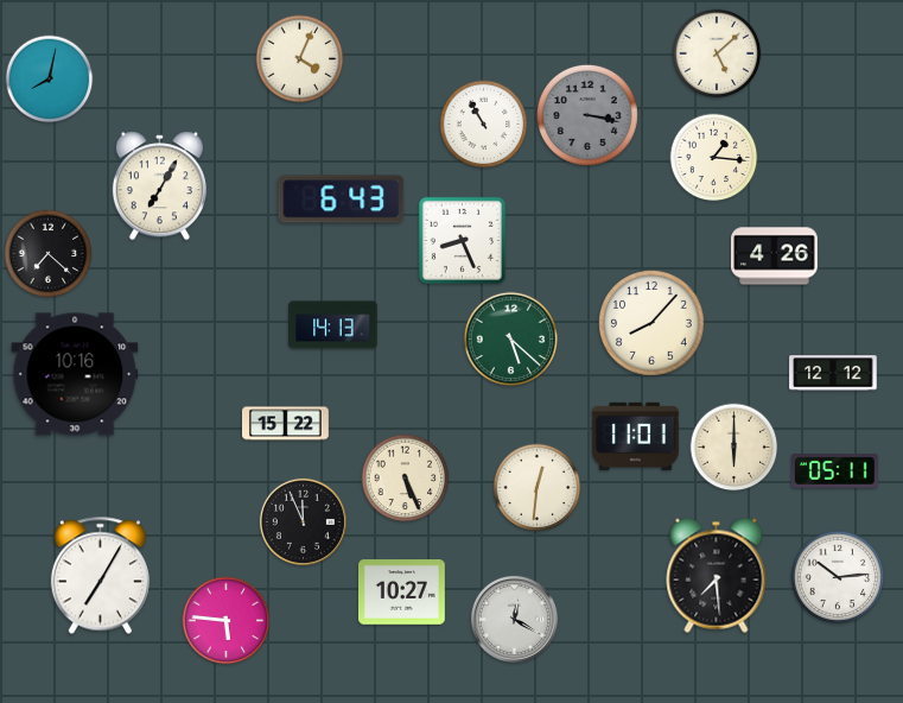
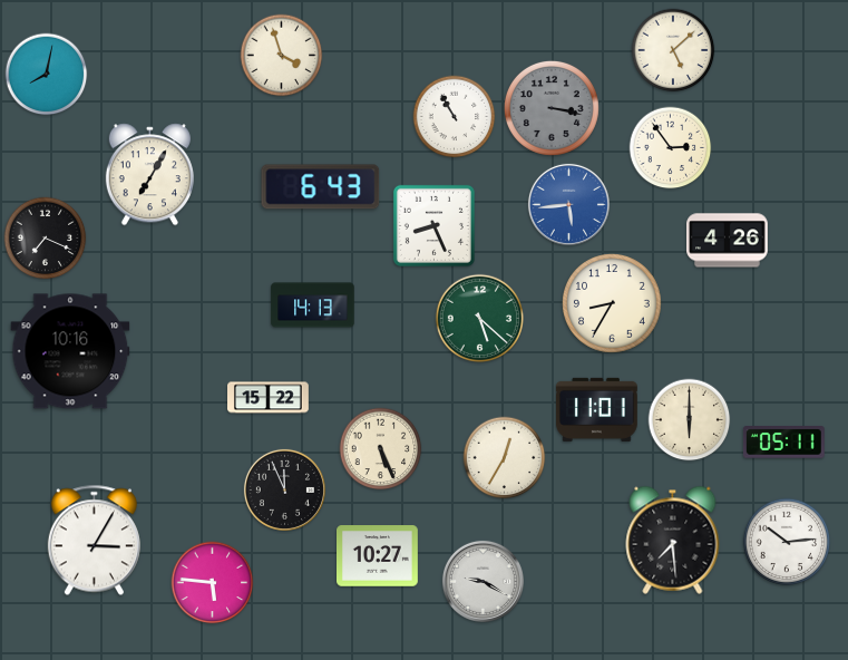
clock at (300, 59): 4:04 -> 3:57
clock at (714, 158): 1:16 -> 2:54
clock at (568, 204): none -> 5:44
clock at (49, 254): 7:22 -> 7:19
clock at (653, 324): 8:07 -> 8:35
clock at (833, 373): 12:12 -> none
clock at (538, 488): 12:31 -> 12:35
clock at (100, 576): 7:05 -> 3:05
clock at (514, 619): 12:20 -> 9:20
